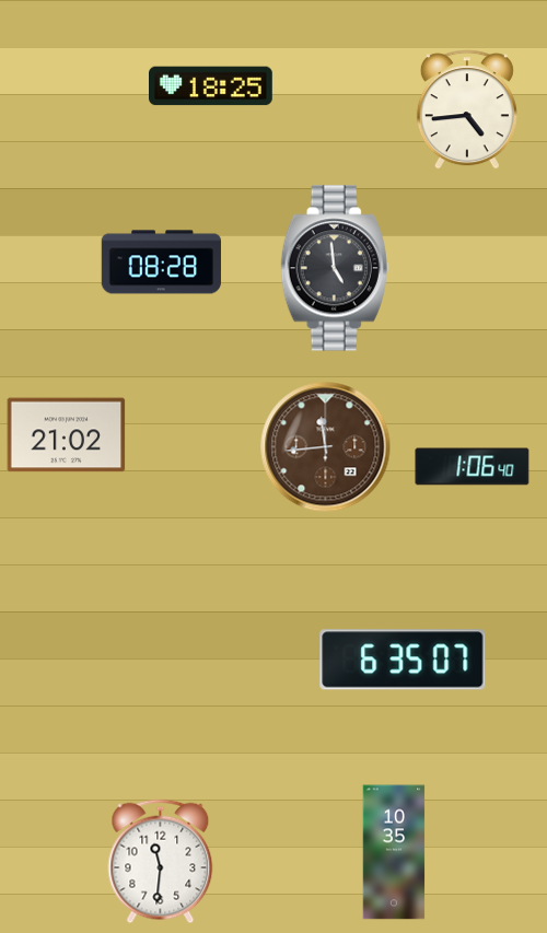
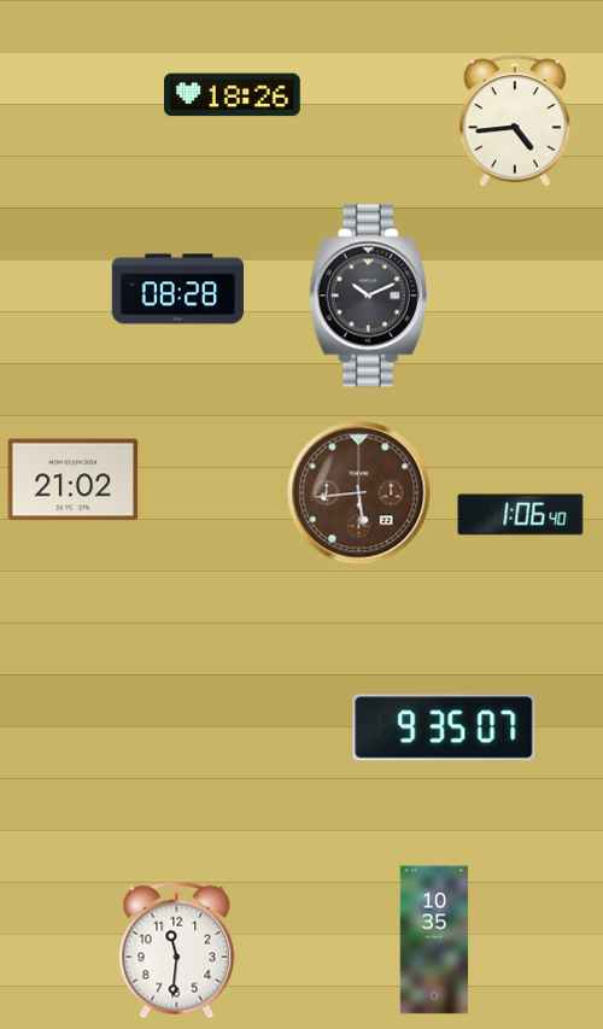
clock at (211, 86): 18:25 -> 18:26
clock at (335, 268): 4:59 -> 10:11
clock at (326, 447): 11:44 -> 5:44
clock at (403, 660): 6:35 -> 9:35
